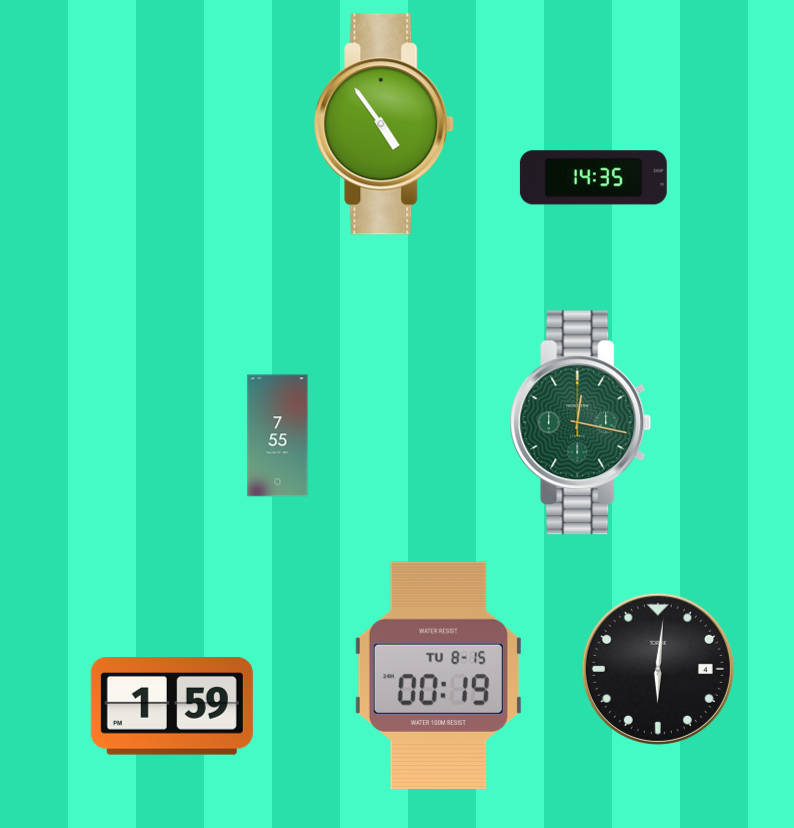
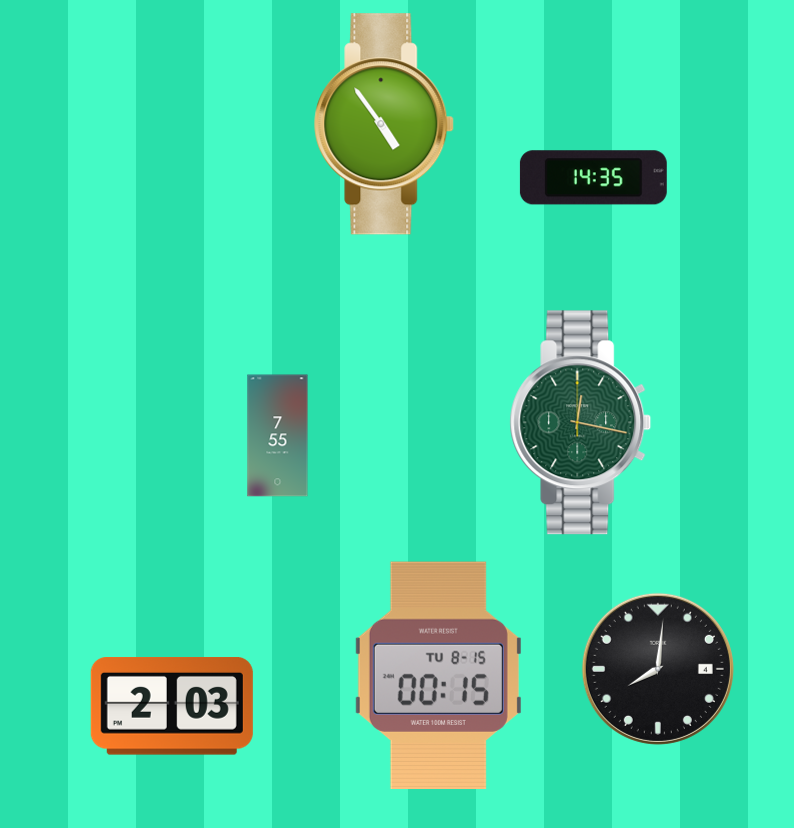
clock at (658, 669): 6:01 -> 8:01
clock at (438, 675): 00:19 -> 00:15
clock at (172, 707): 1:59 -> 2:03
